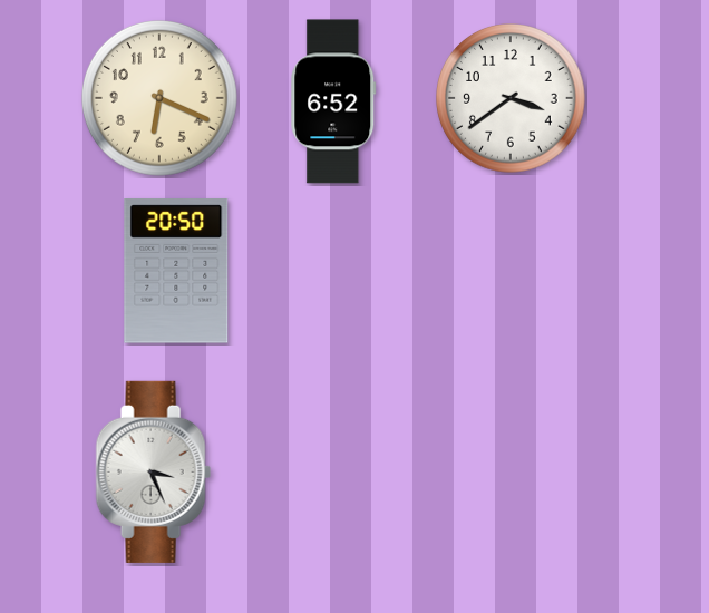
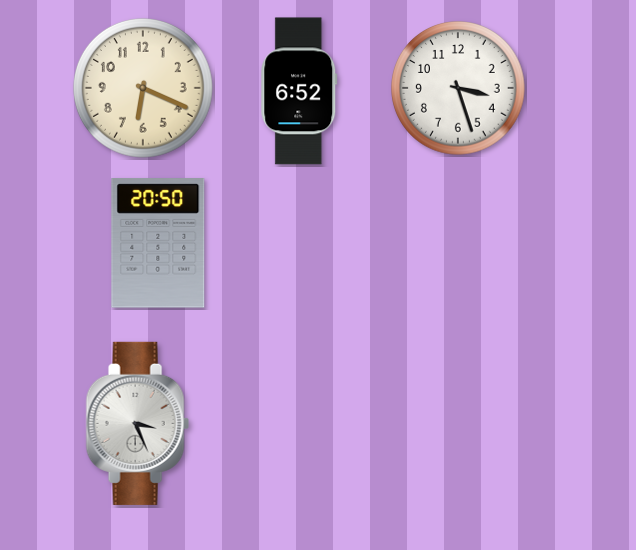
clock at (511, 98): 3:39 -> 3:27
